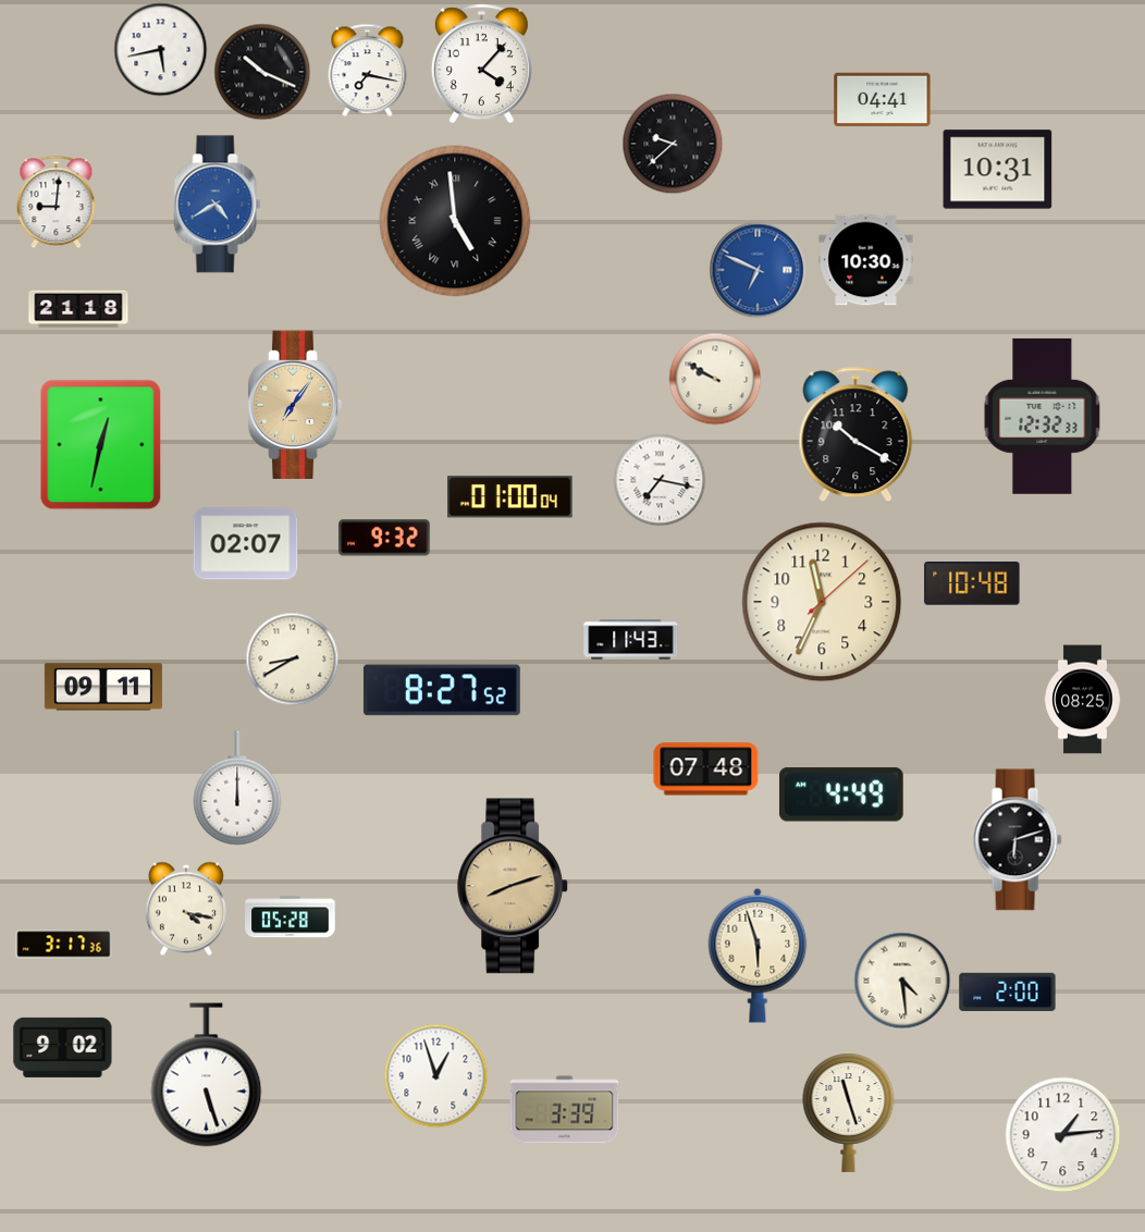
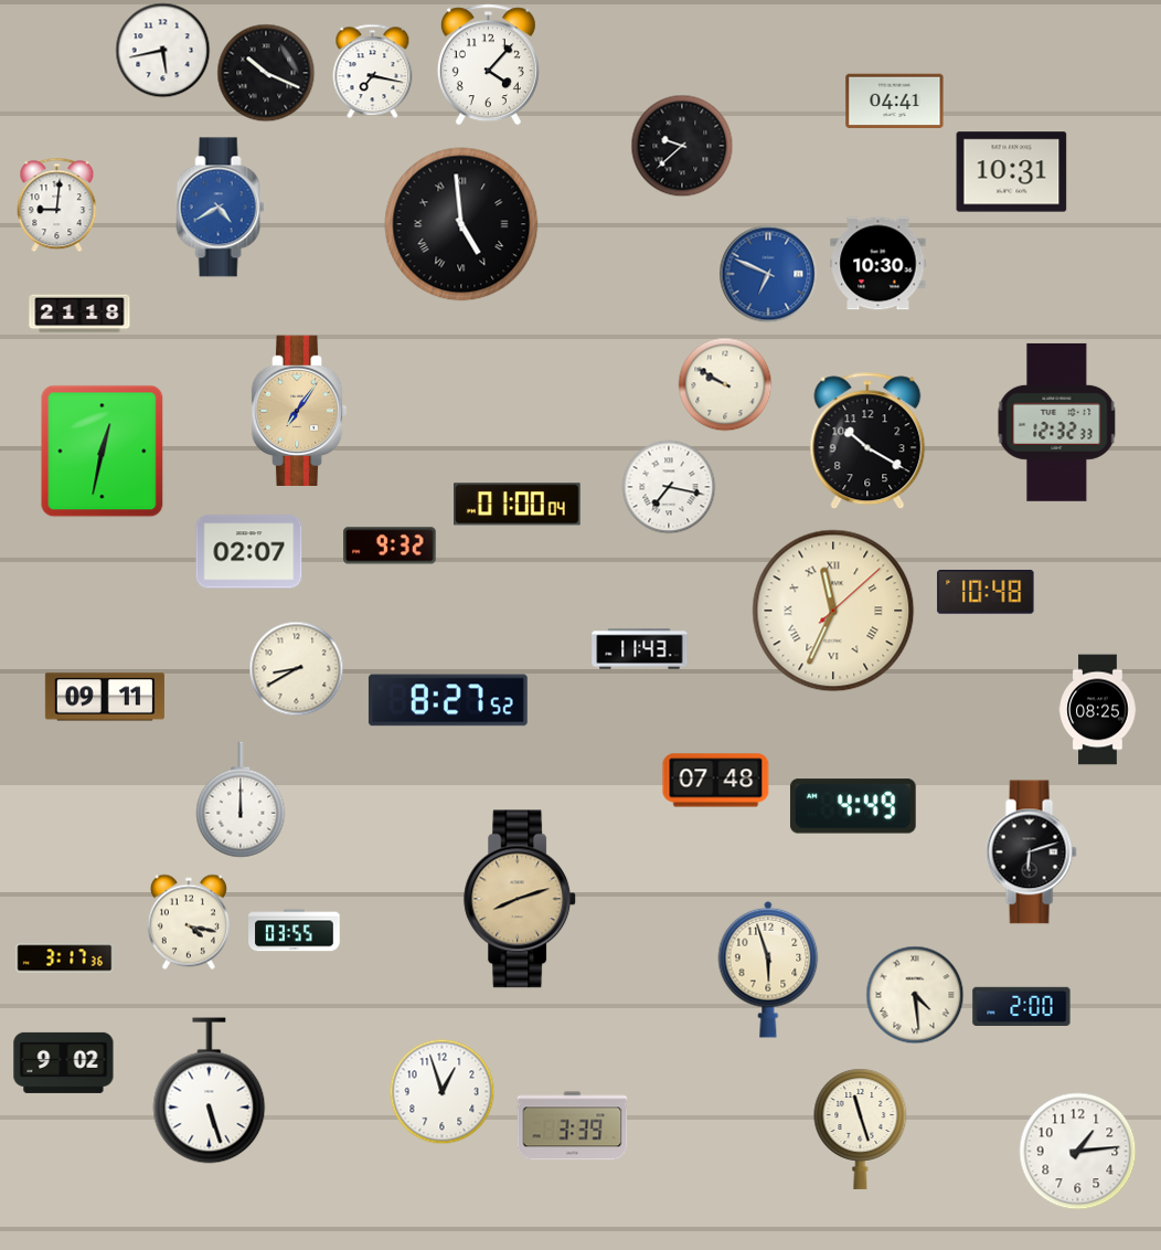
clock at (822, 602) numerals: Arabic -> Roman
clock at (291, 917): 05:28 -> 03:55
